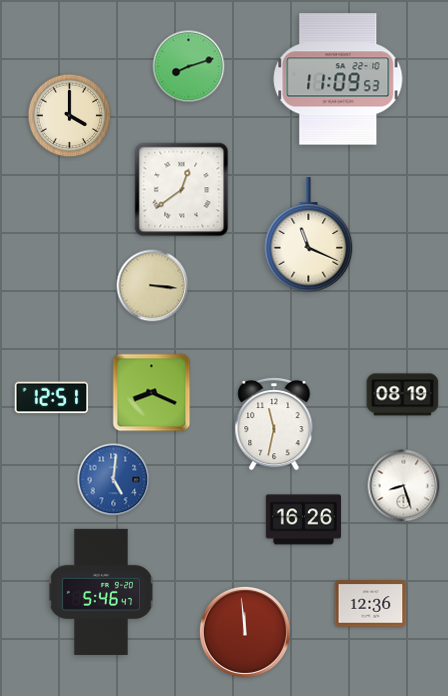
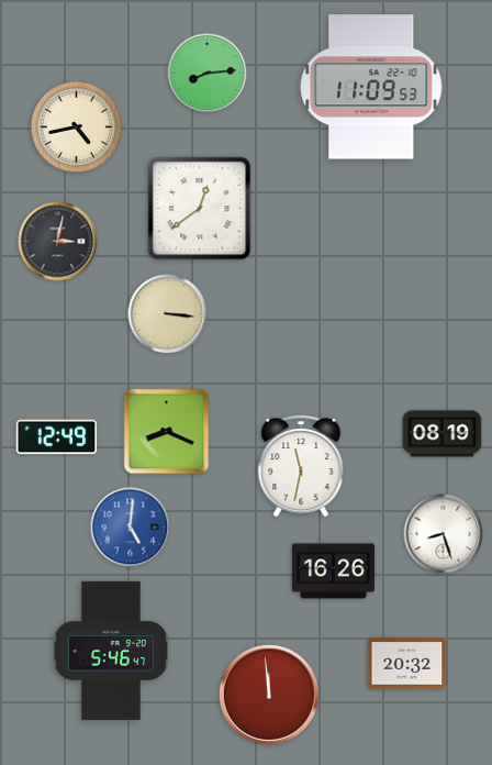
clock at (189, 67): 8:12 -> 8:14
clock at (70, 116): 4:00 -> 4:43
clock at (58, 242): none -> 3:02
clock at (309, 235): 11:19 -> none
clock at (52, 398): 12:51 -> 12:49
clock at (114, 480) position: (114, 480) -> (131, 528)
clock at (371, 604): 12:36 -> 20:32
